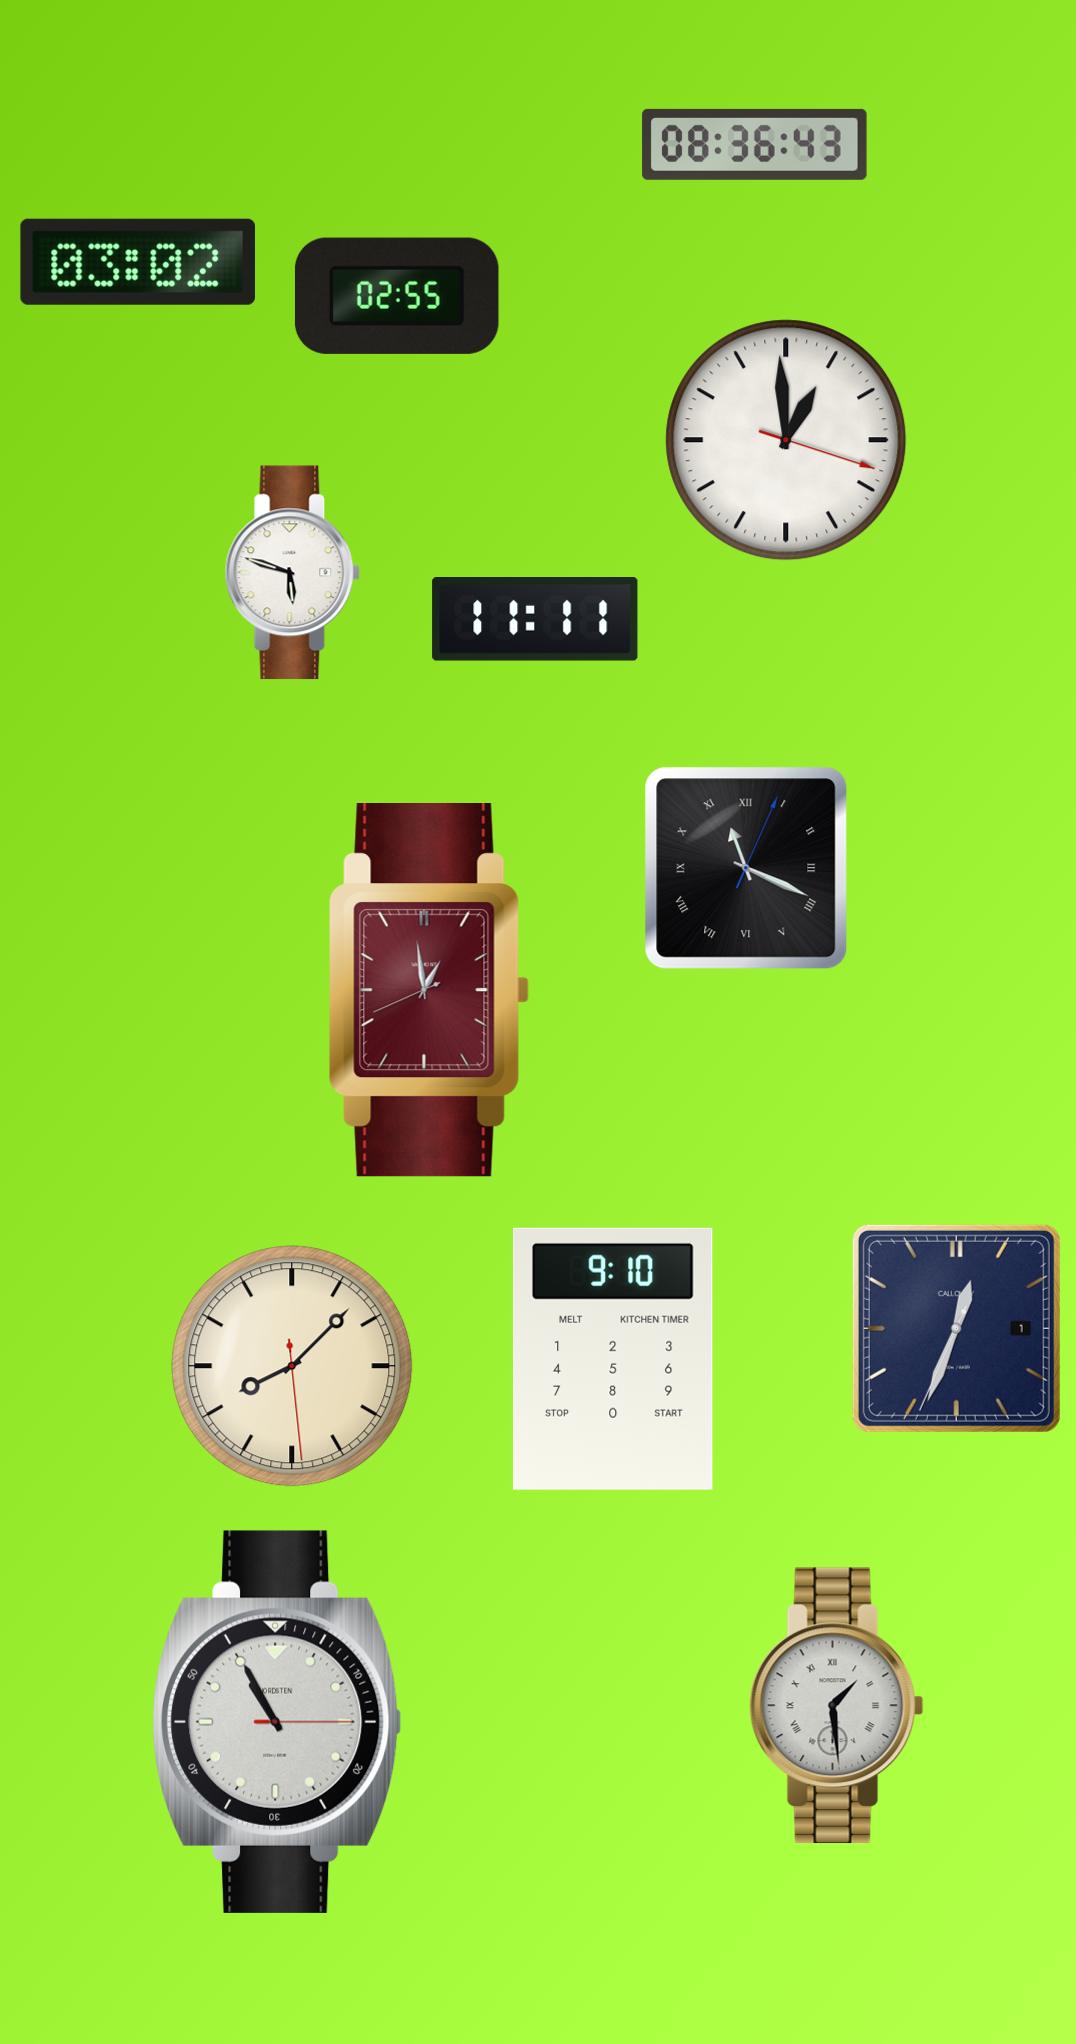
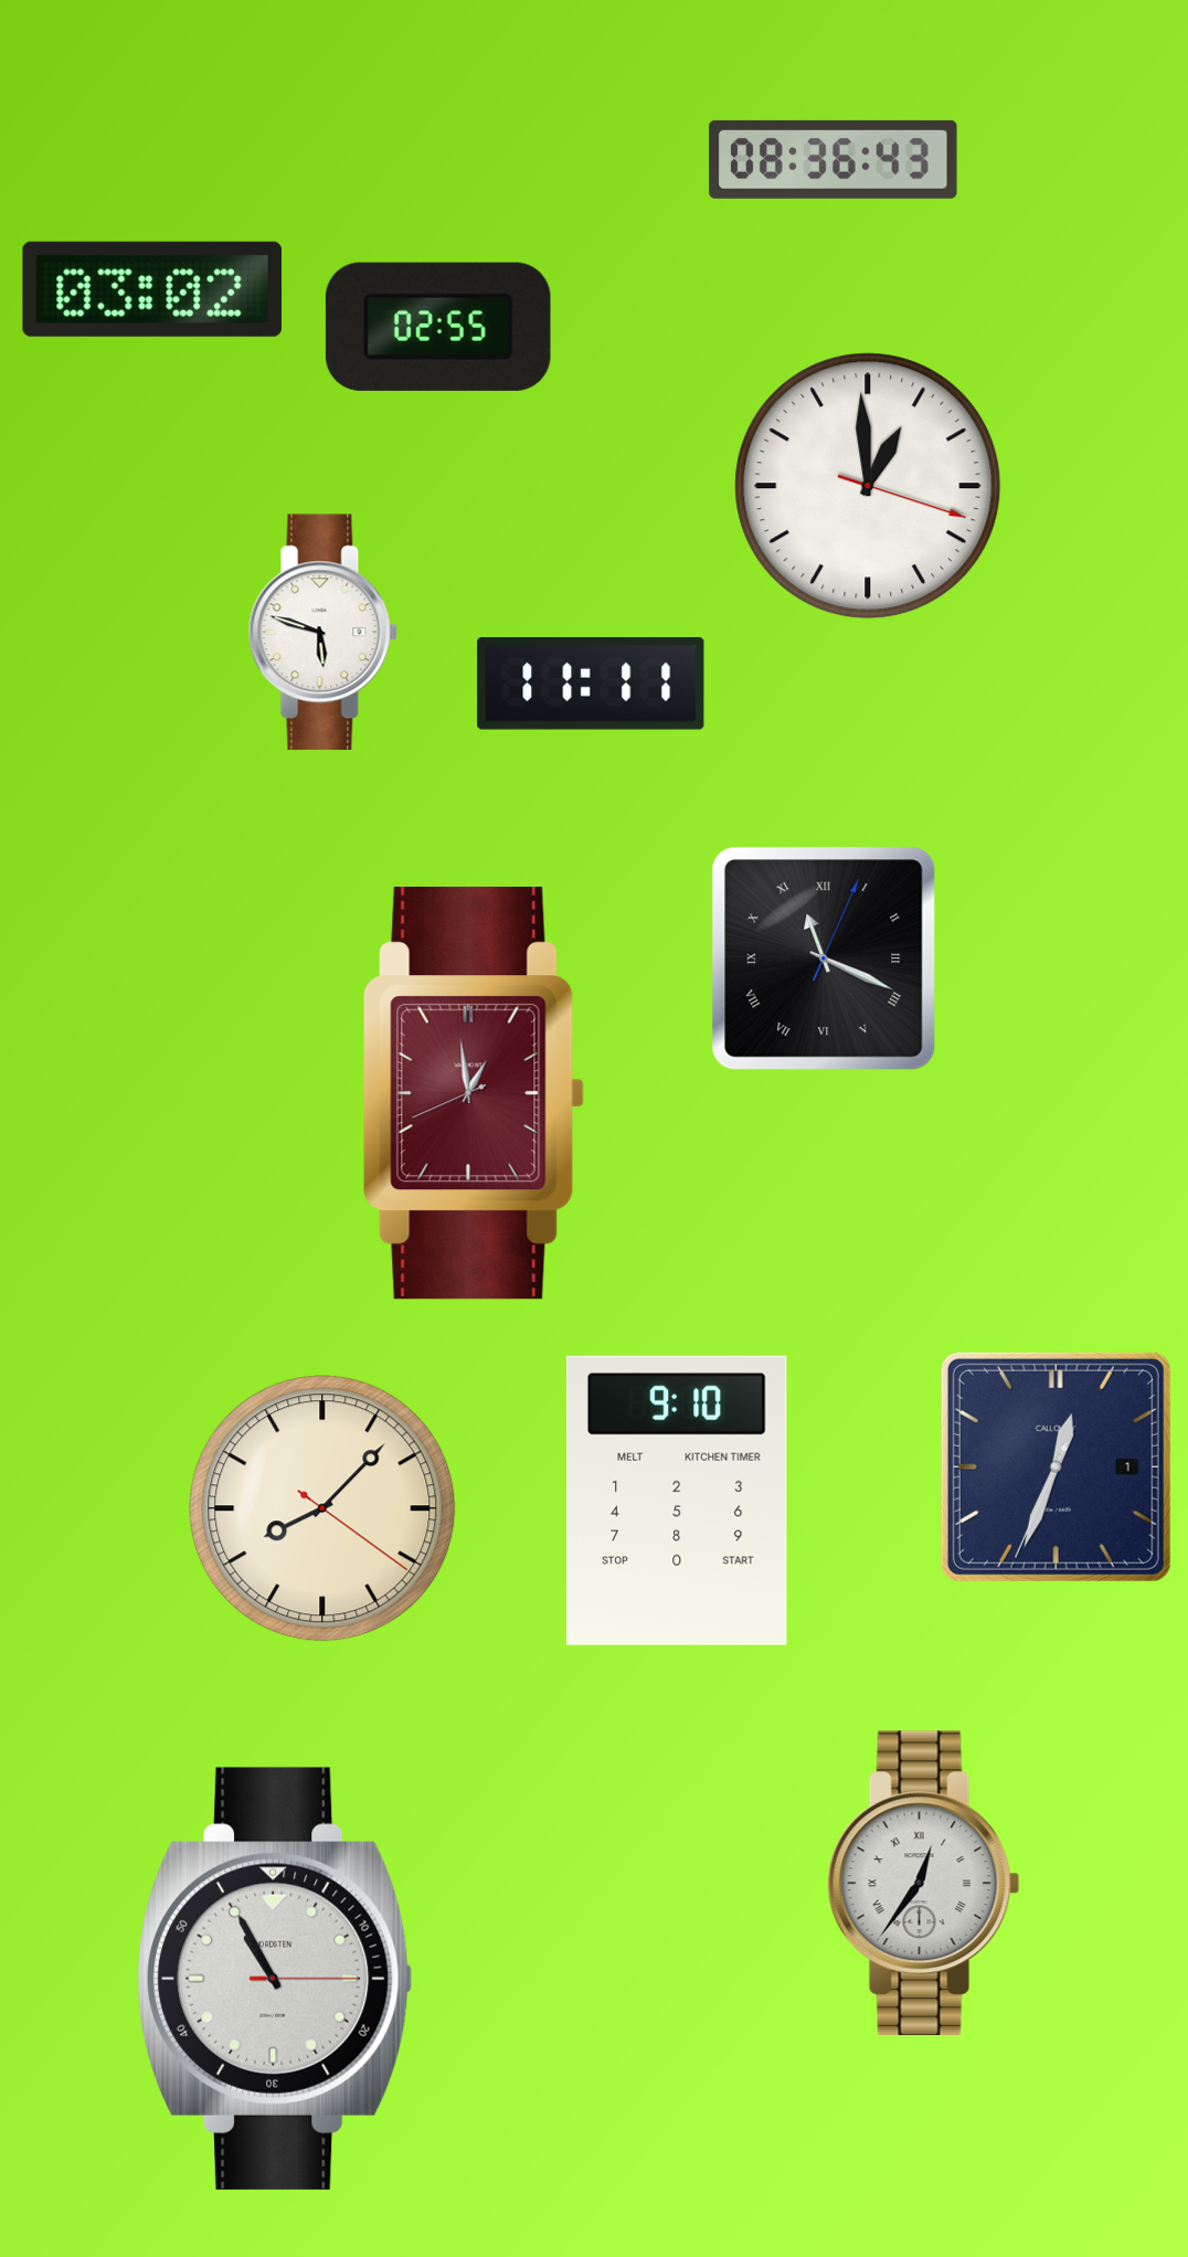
clock at (292, 1366): 8:07:29 -> 8:07:21
clock at (836, 1706): 1:29 -> 12:36
clock at (278, 1722) position: (278, 1722) -> (276, 1979)
